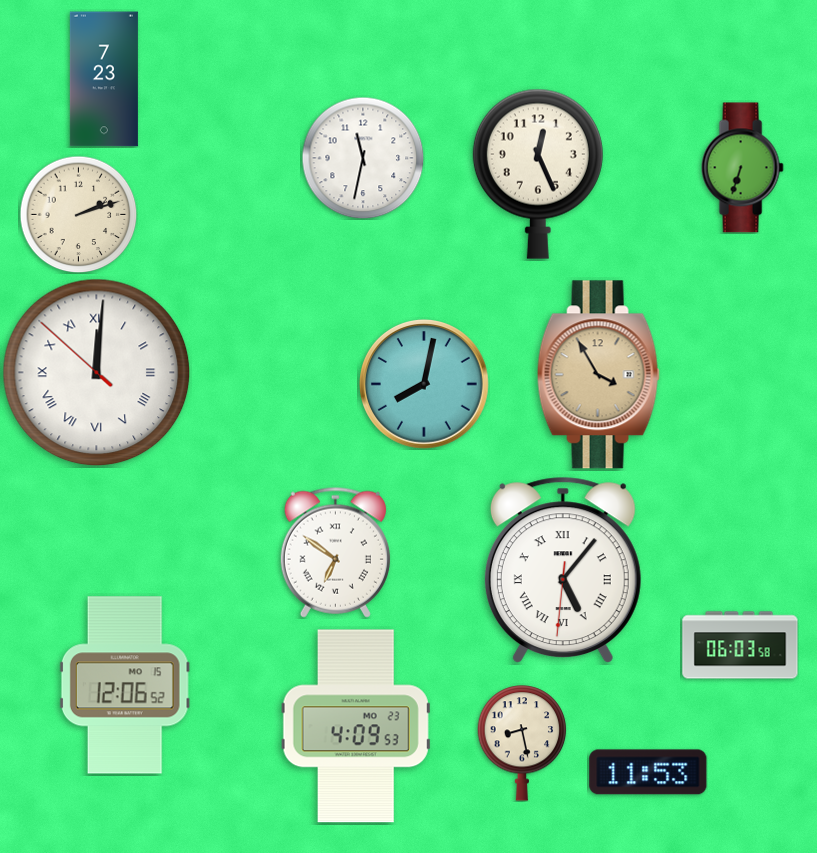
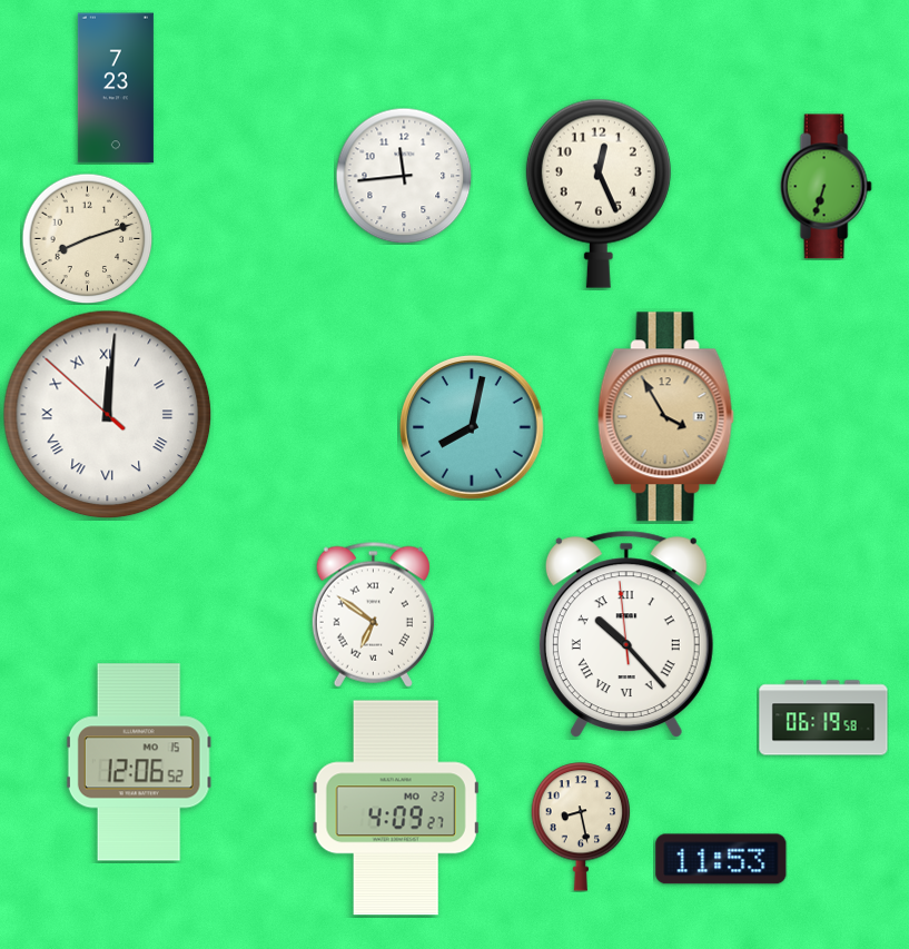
clock at (363, 158): 11:32 -> 11:44
clock at (78, 214): 2:12 -> 8:12
clock at (563, 570): 5:06 -> 10:22
clock at (740, 645): 06:03 -> 06:19
clock at (356, 726): 4:09:53 -> 4:09:27
